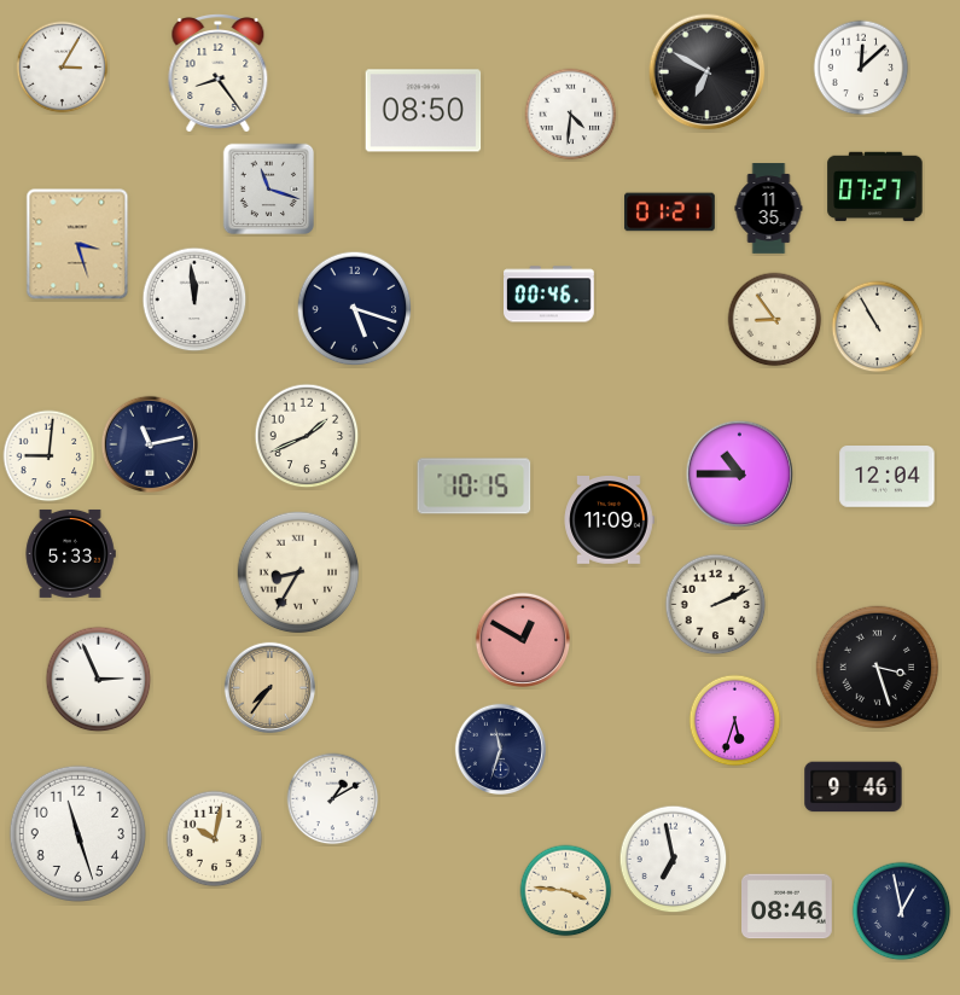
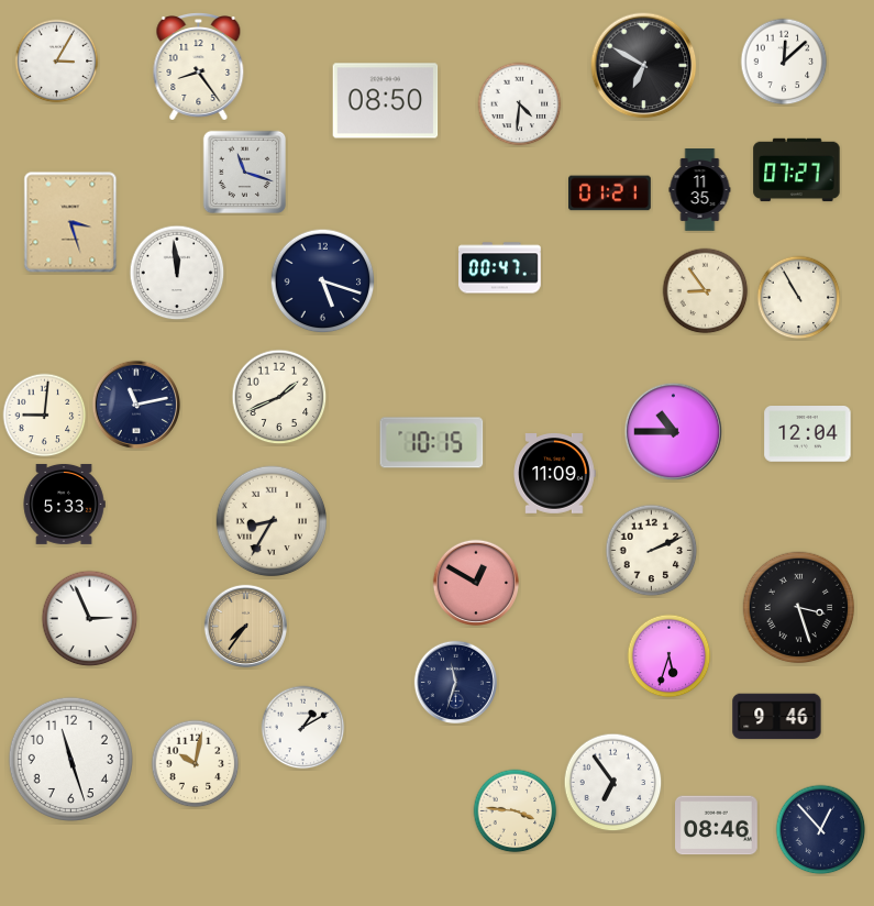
clock at (549, 295): 00:46 -> 00:47
clock at (674, 860): 6:58 -> 6:54
clock at (902, 912): 12:58 -> 12:53
